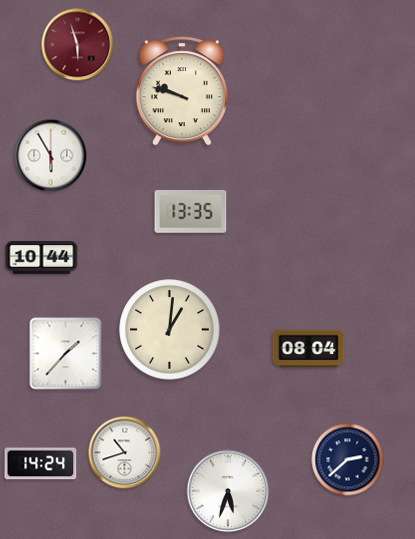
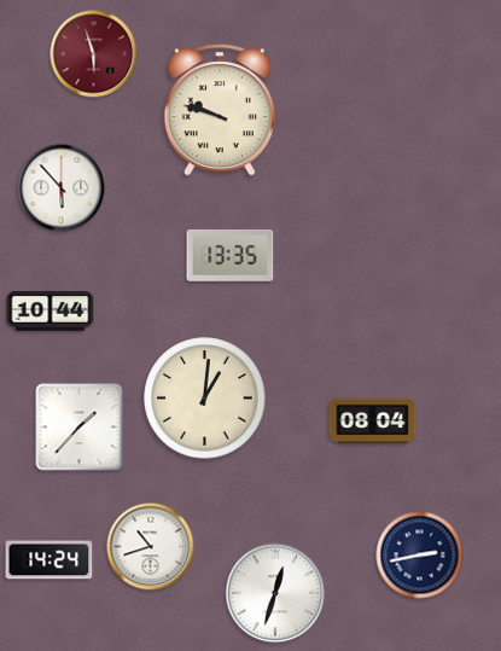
clock at (51, 156): 5:55 -> 5:53
clock at (348, 460): 2:38 -> 2:43
clock at (228, 491): 5:33 -> 12:33
